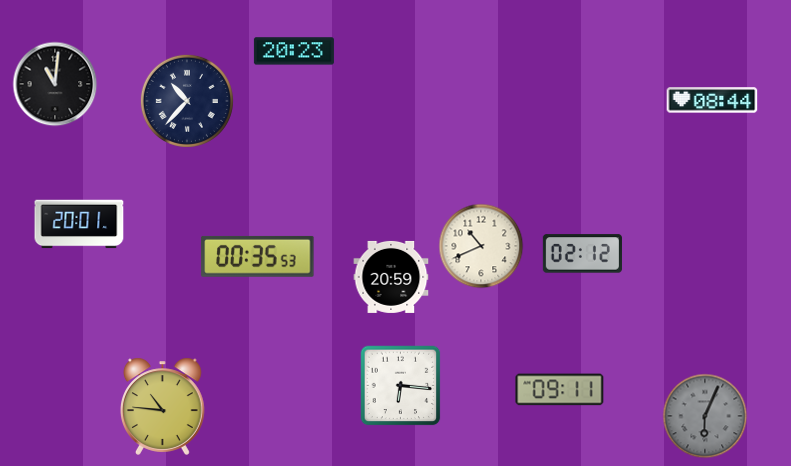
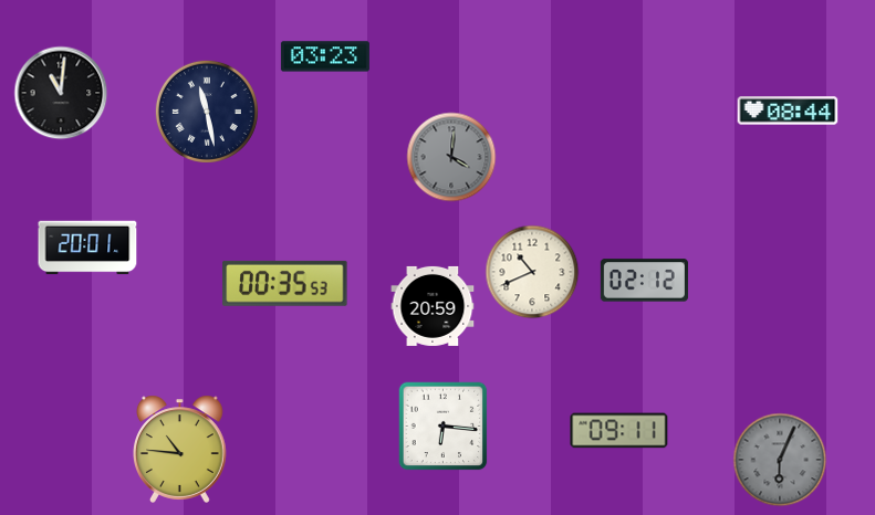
clock at (294, 51): 20:23 -> 03:23
clock at (187, 101): 10:37 -> 11:28
clock at (451, 157): none -> 4:01
